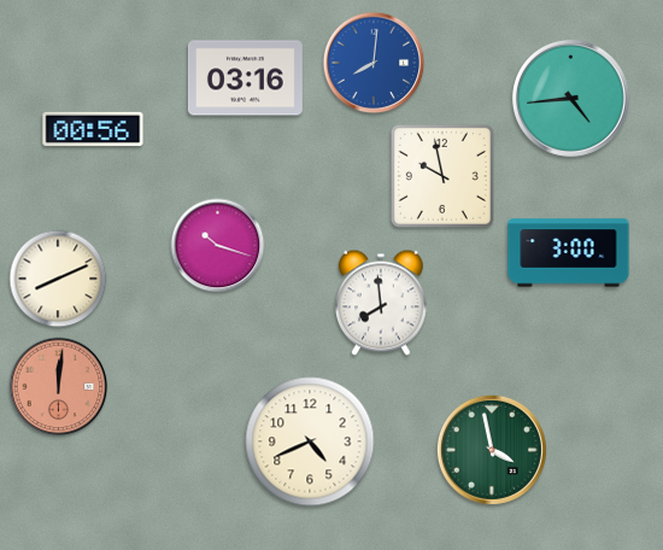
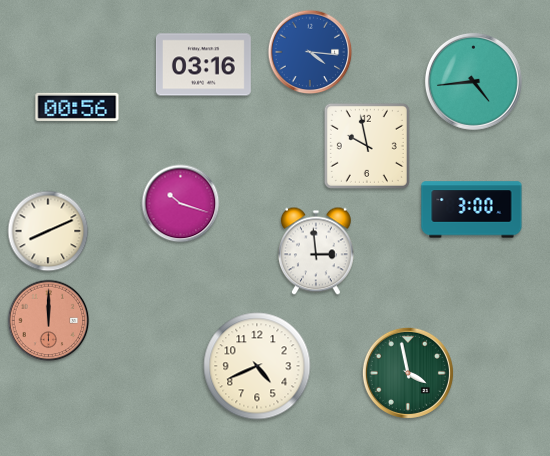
clock at (374, 63): 8:01 -> 4:16
clock at (381, 303): 7:59 -> 2:59
clock at (59, 387): 12:01 -> 12:00
